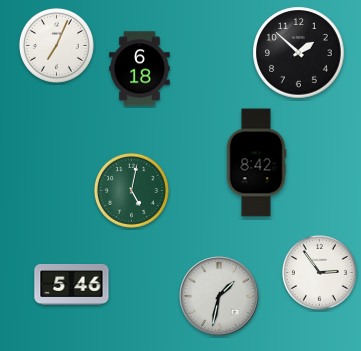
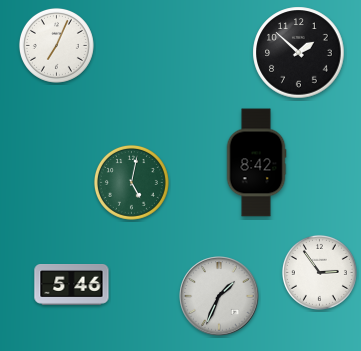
clock at (140, 69): 6:18 -> none
clock at (131, 190) position: (131, 190) -> (131, 182)
clock at (219, 296): 1:32 -> 1:34
